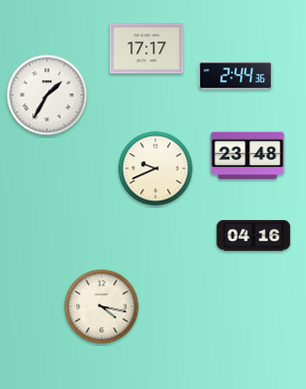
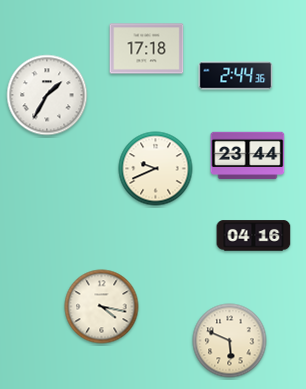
clock at (147, 49): 17:17 -> 17:18
clock at (248, 156): 23:48 -> 23:44
clock at (230, 341): none -> 5:49
